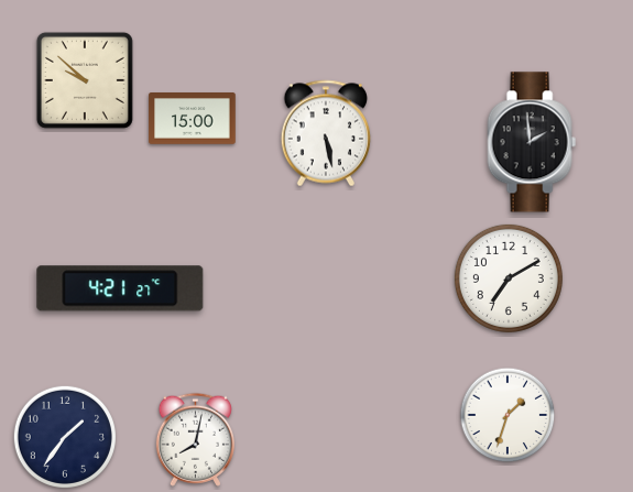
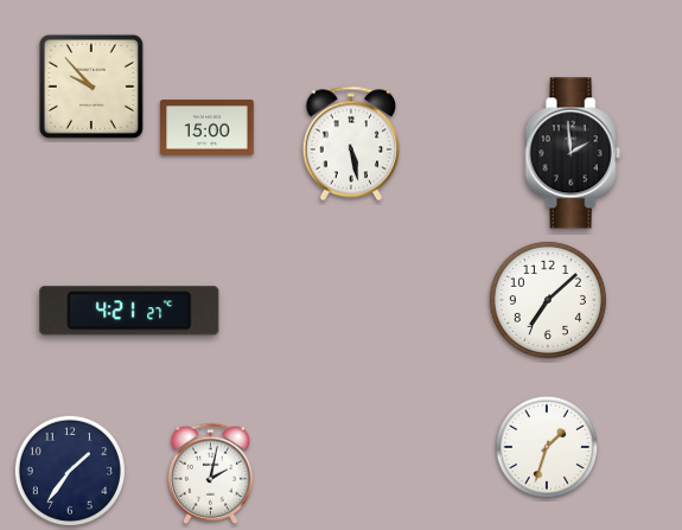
clock at (85, 80): 9:52 -> 9:53
clock at (509, 278): 7:10 -> 7:08
clock at (195, 439): 8:02 -> 2:02
